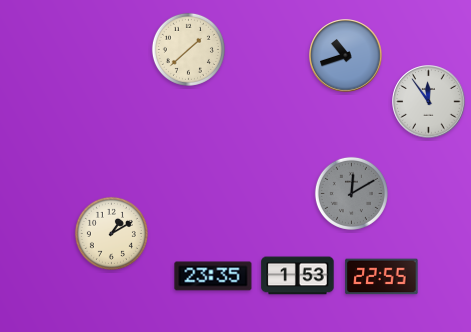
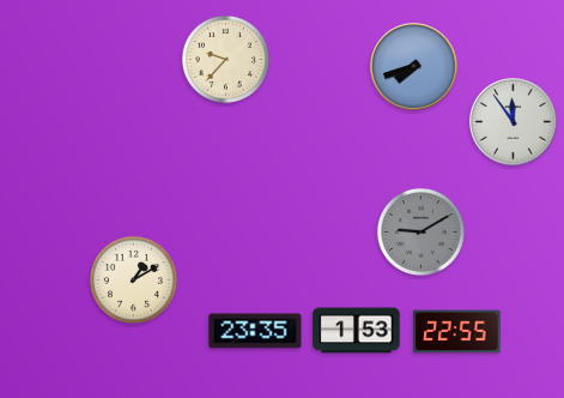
clock at (188, 49): 1:38 -> 9:37
clock at (346, 56): 10:42 -> 7:42
clock at (351, 193): 12:10 -> 9:10
